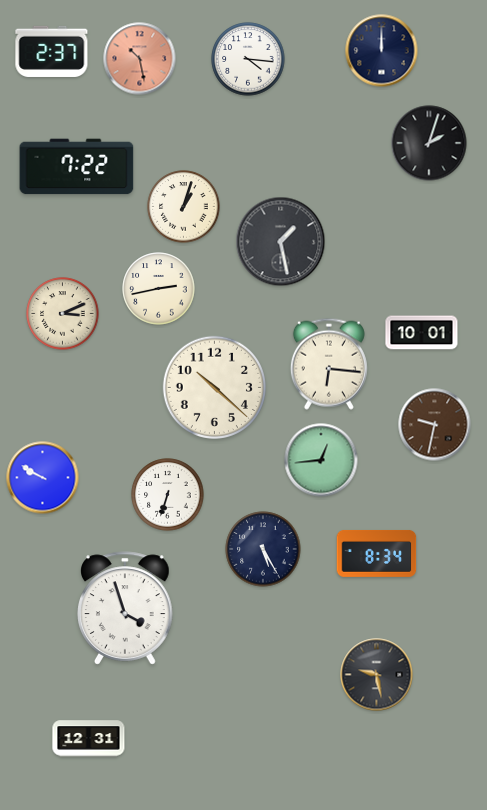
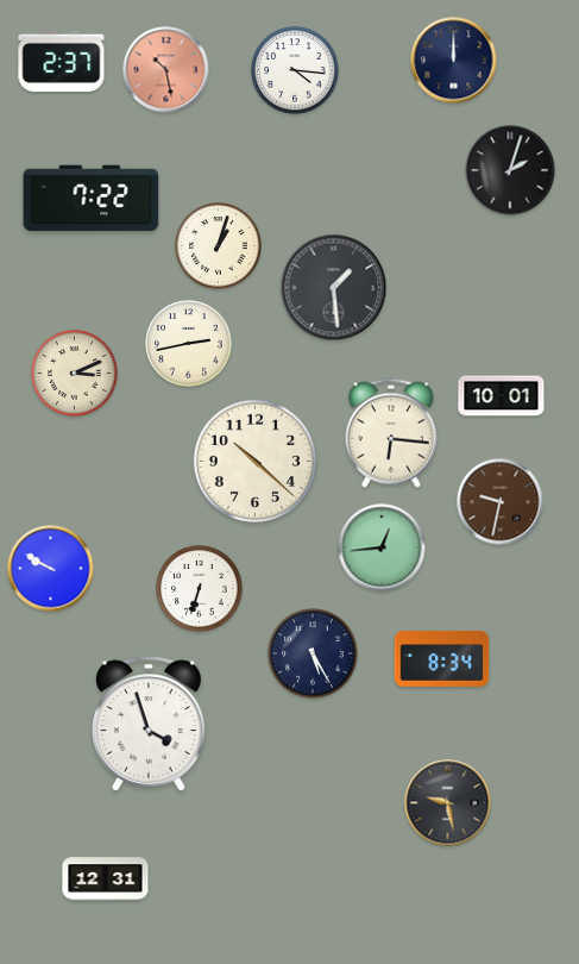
clock at (281, 242): 1:28 -> 1:29
clock at (435, 425) position: (435, 425) -> (501, 502)
clock at (377, 553) position: (377, 553) -> (442, 658)
